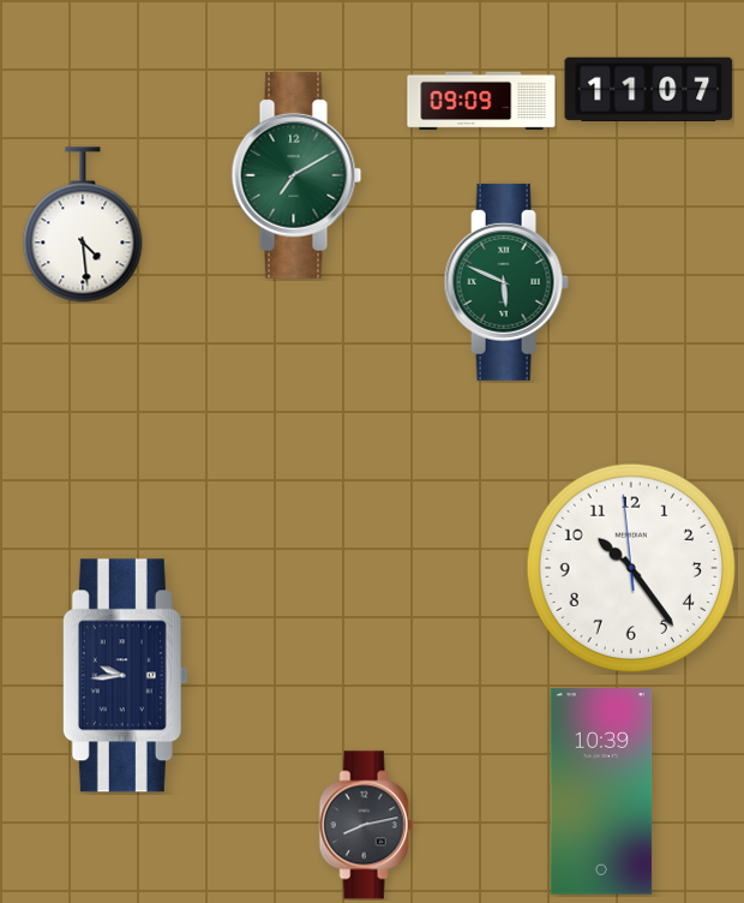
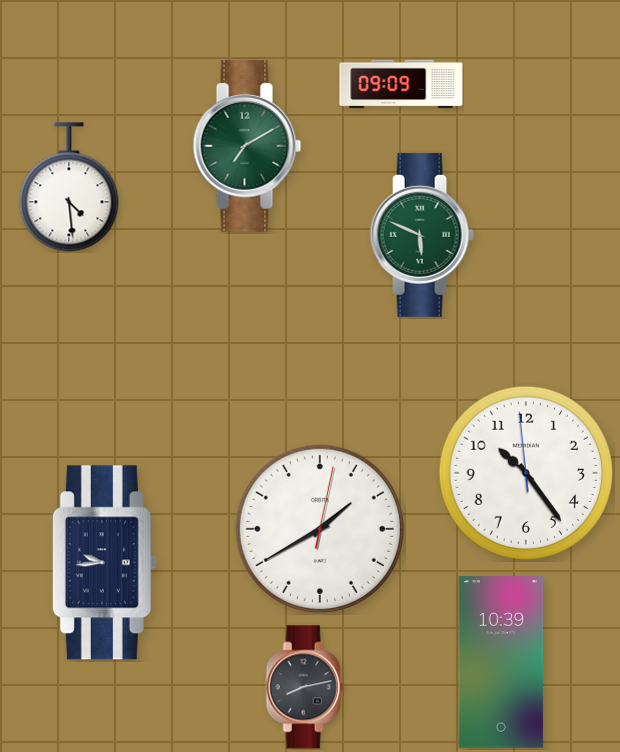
clock at (649, 89): 11:07 -> none
clock at (320, 529): none -> 1:40
clock at (601, 791) position: (601, 791) -> (501, 662)
